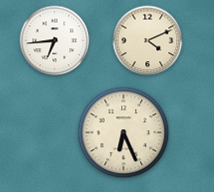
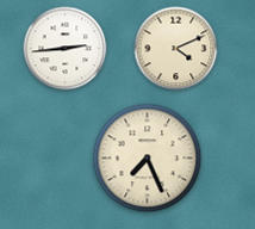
clock at (55, 41): 6:44 -> 2:44
clock at (124, 133): 6:26 -> 7:26
